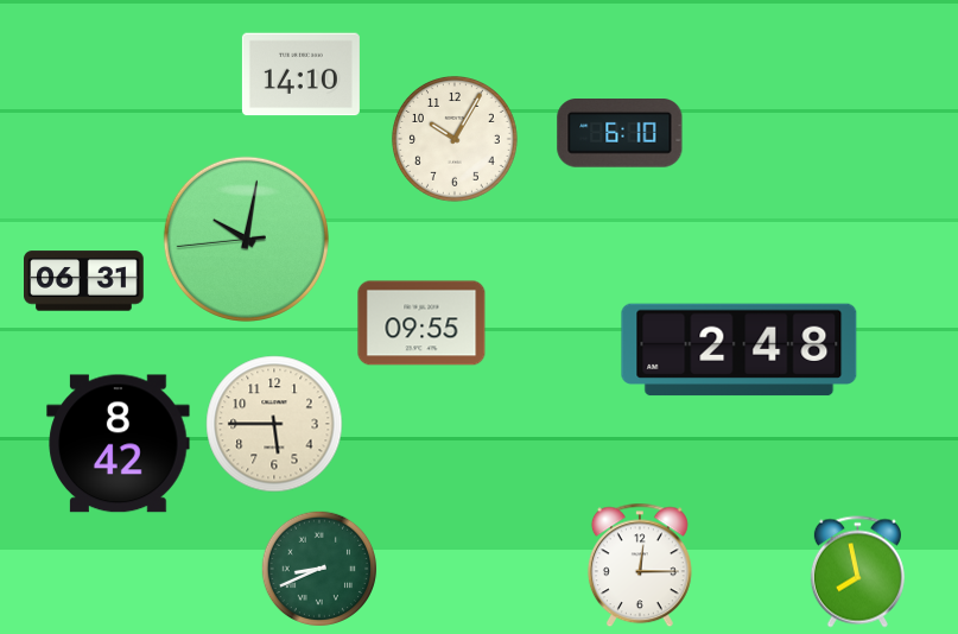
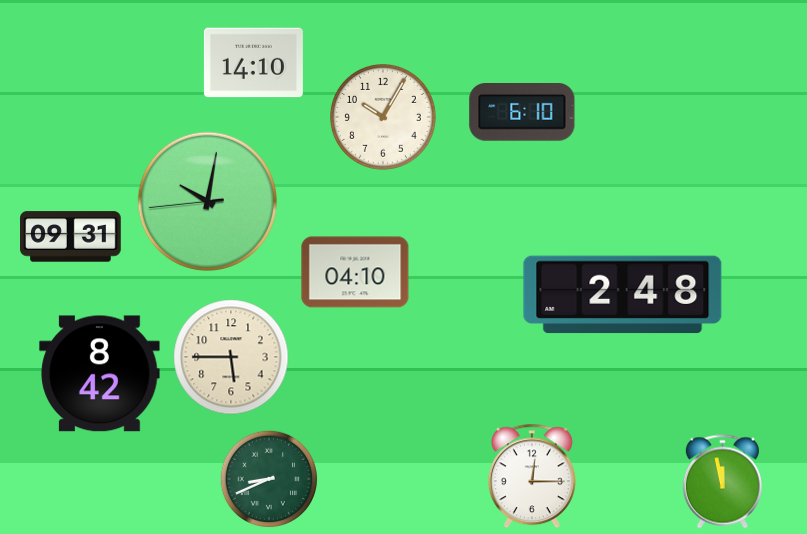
clock at (84, 281): 06:31 -> 09:31
clock at (421, 323): 09:55 -> 04:10
clock at (640, 565) position: (640, 565) -> (532, 476)
clock at (857, 572): 7:58 -> 11:58
